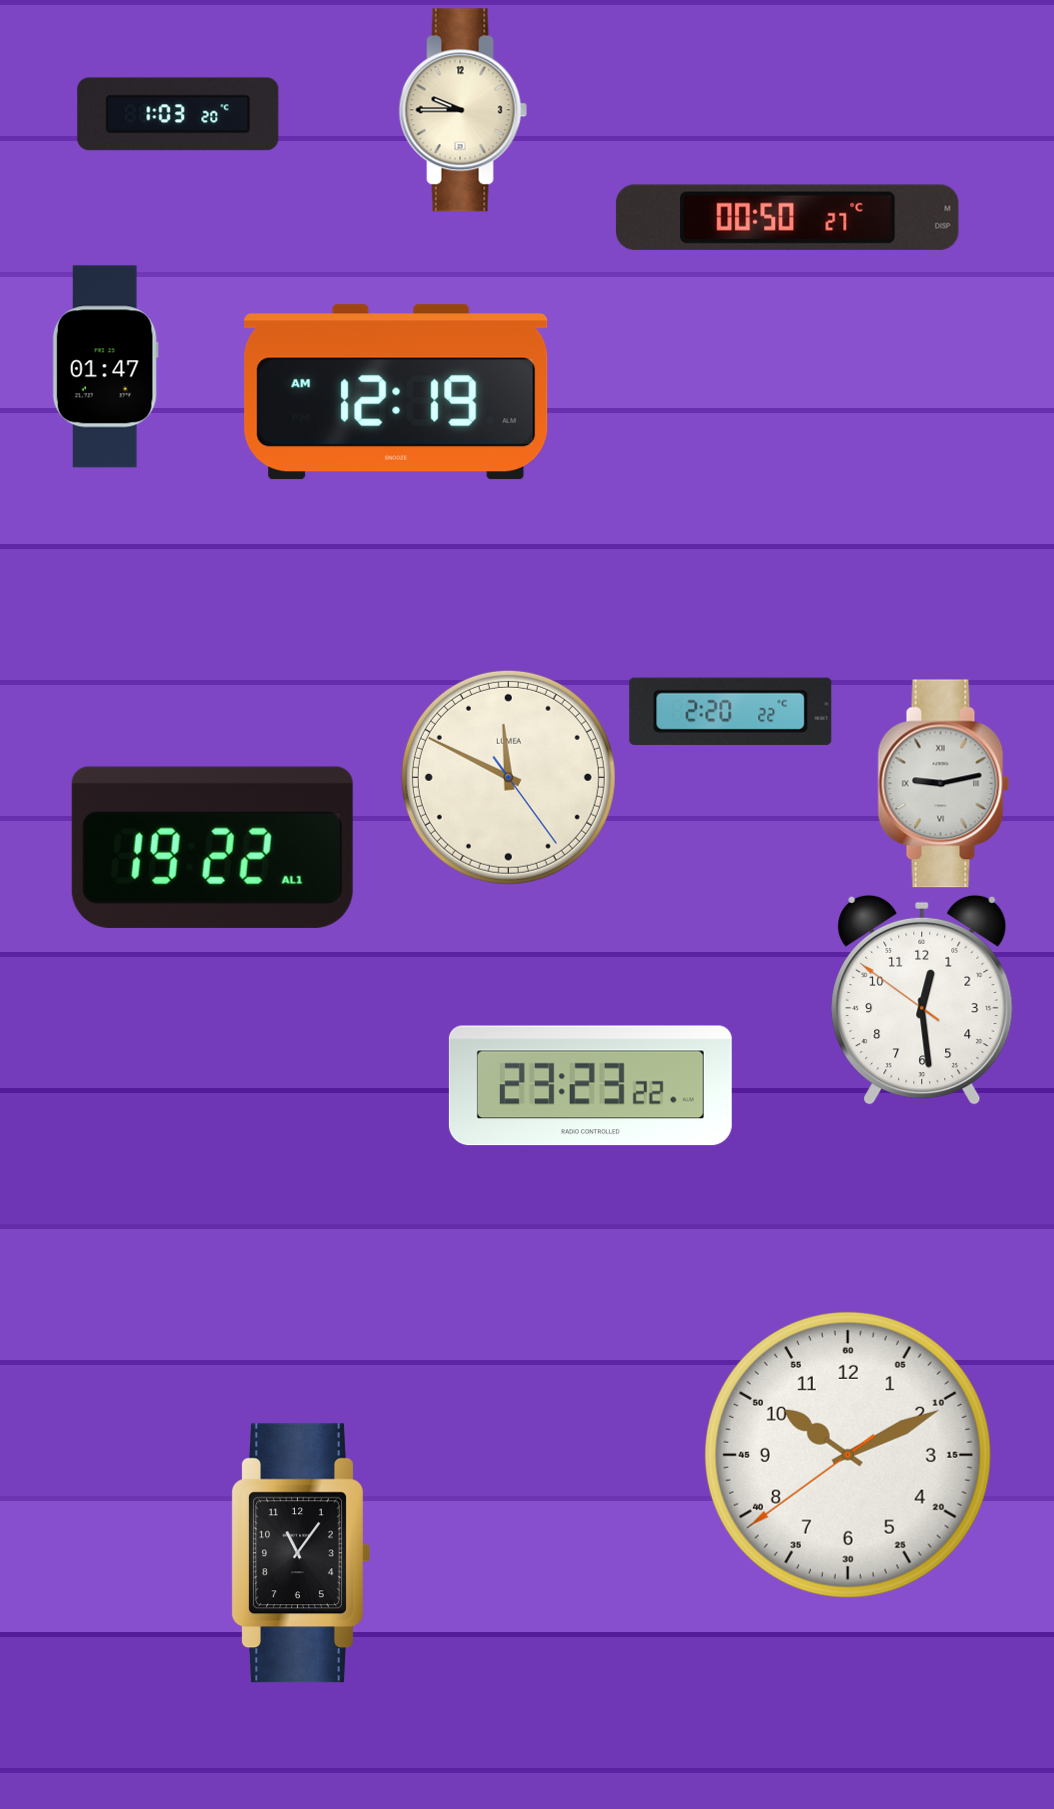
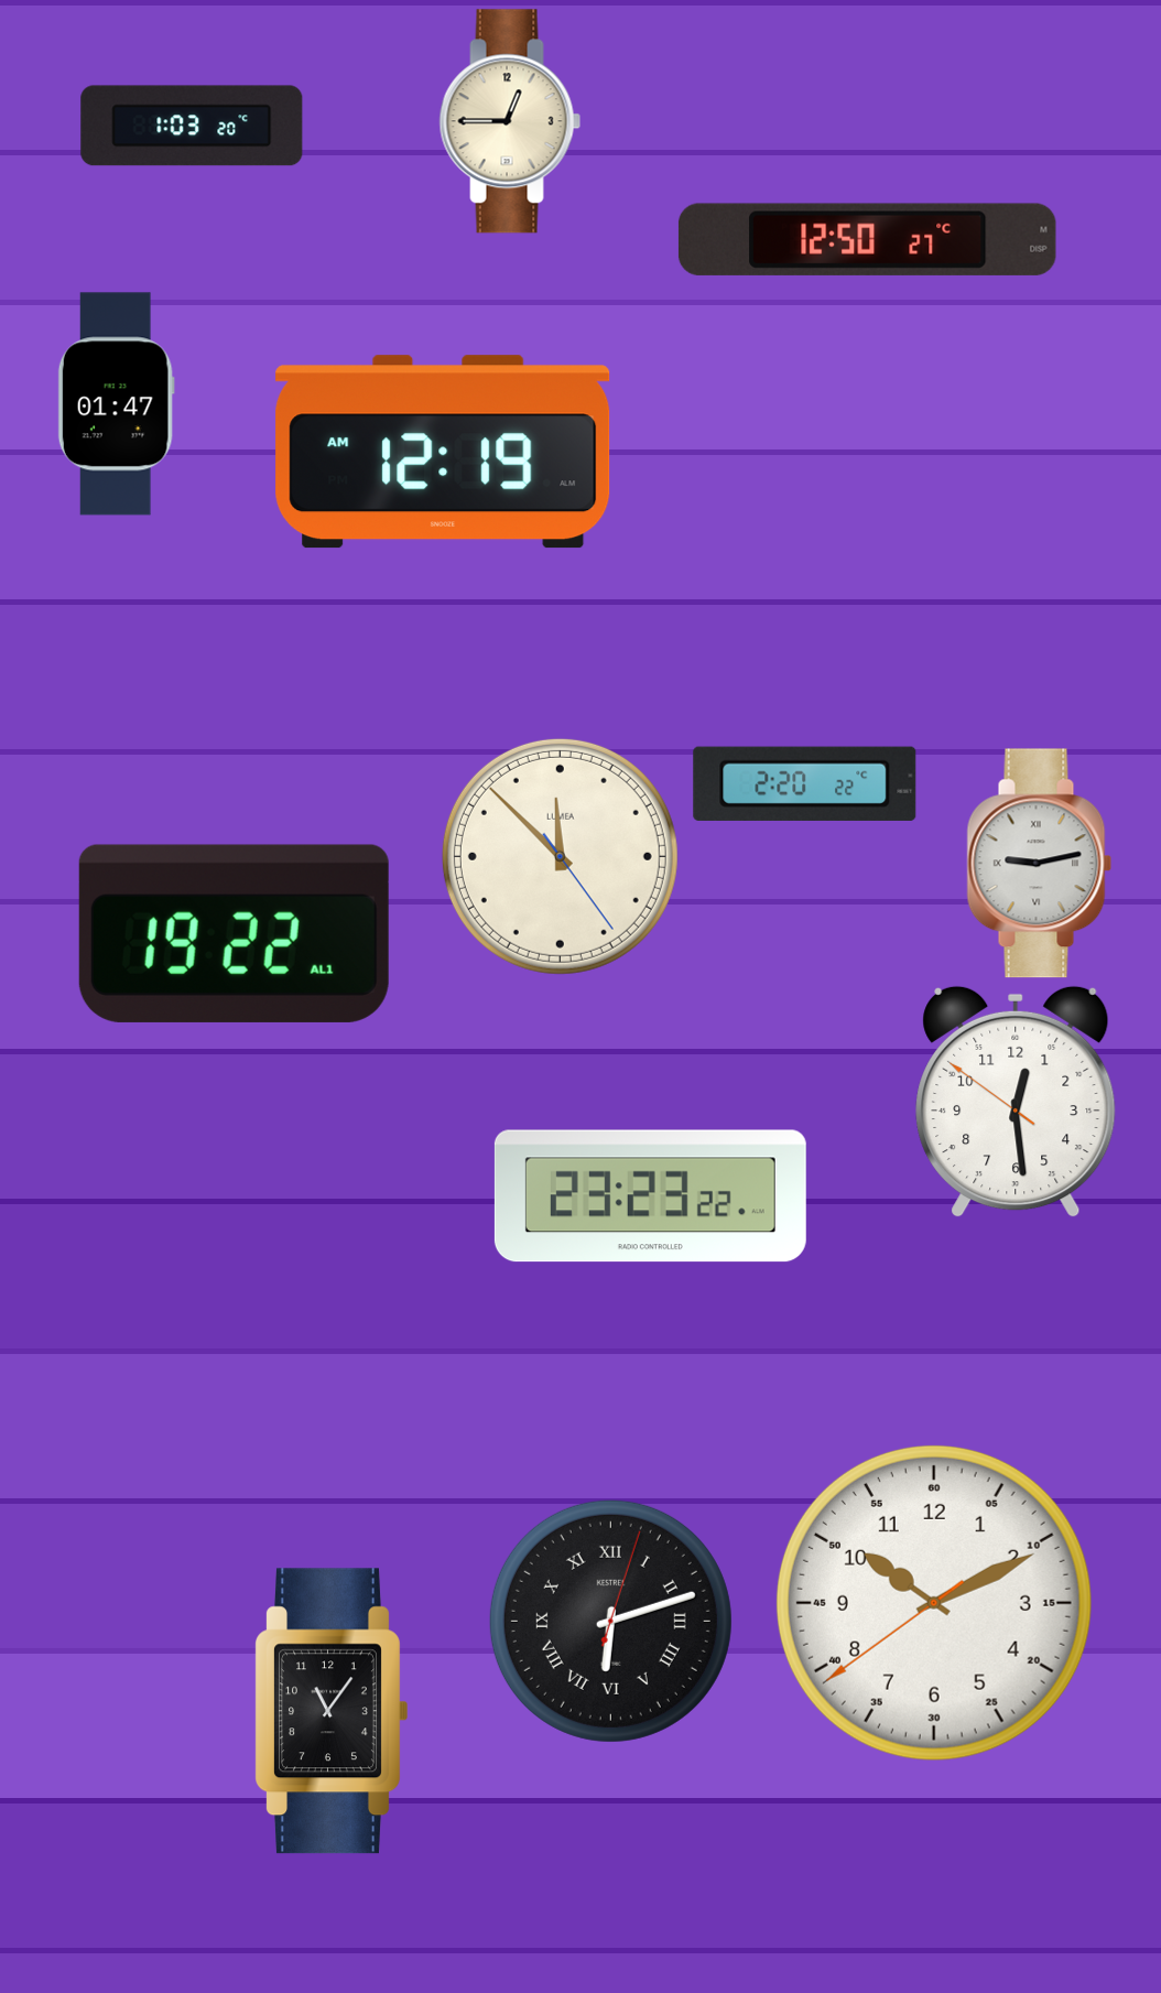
clock at (463, 110): 9:45 -> 12:45
clock at (178, 114) position: (178, 114) -> (192, 126)
clock at (787, 217): 00:50 -> 12:50
clock at (396, 392) position: (396, 392) -> (443, 452)
clock at (508, 777): 11:49 -> 11:52
clock at (610, 1621): none -> 6:12
